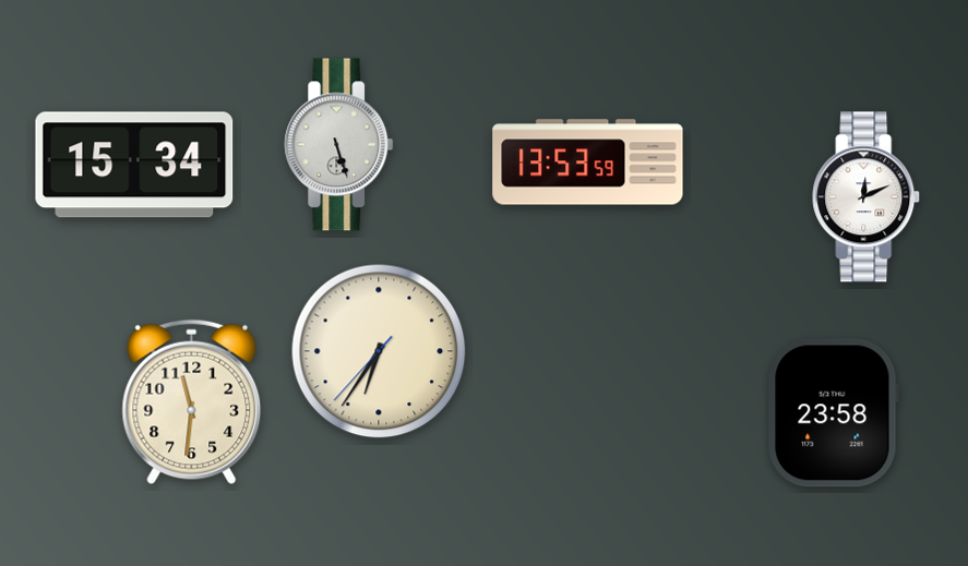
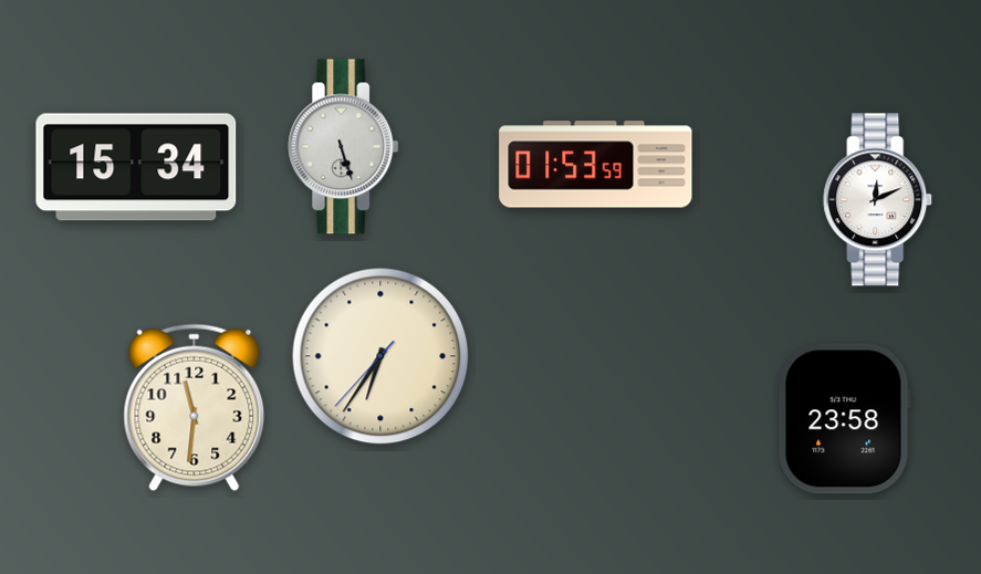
clock at (588, 162): 13:53 -> 01:53
clock at (379, 351) position: (379, 351) -> (380, 356)
